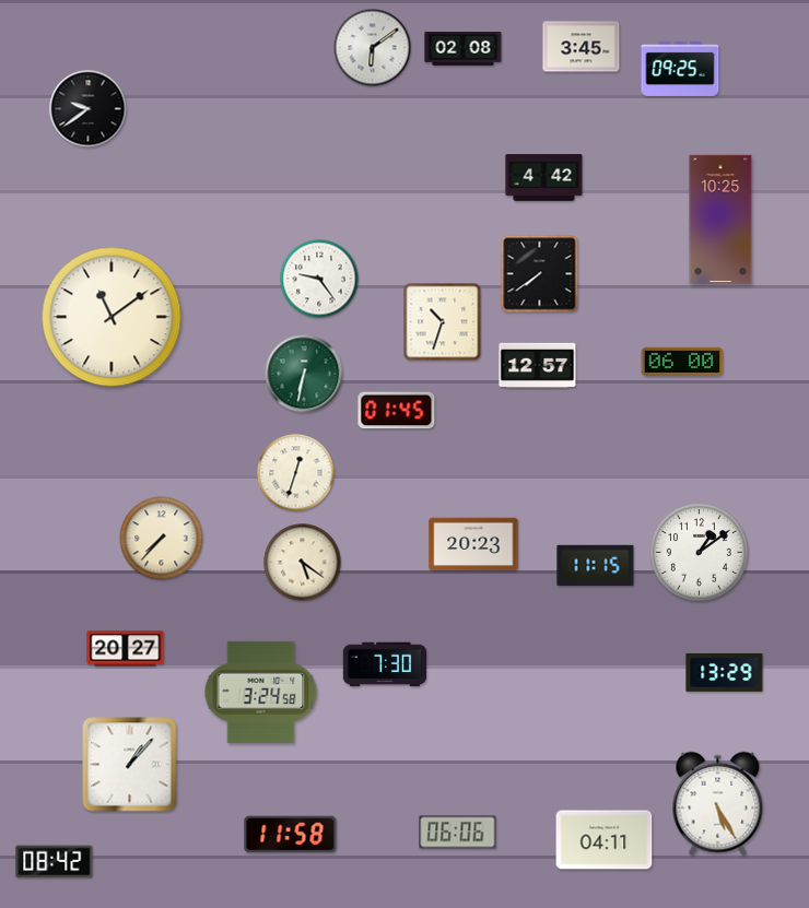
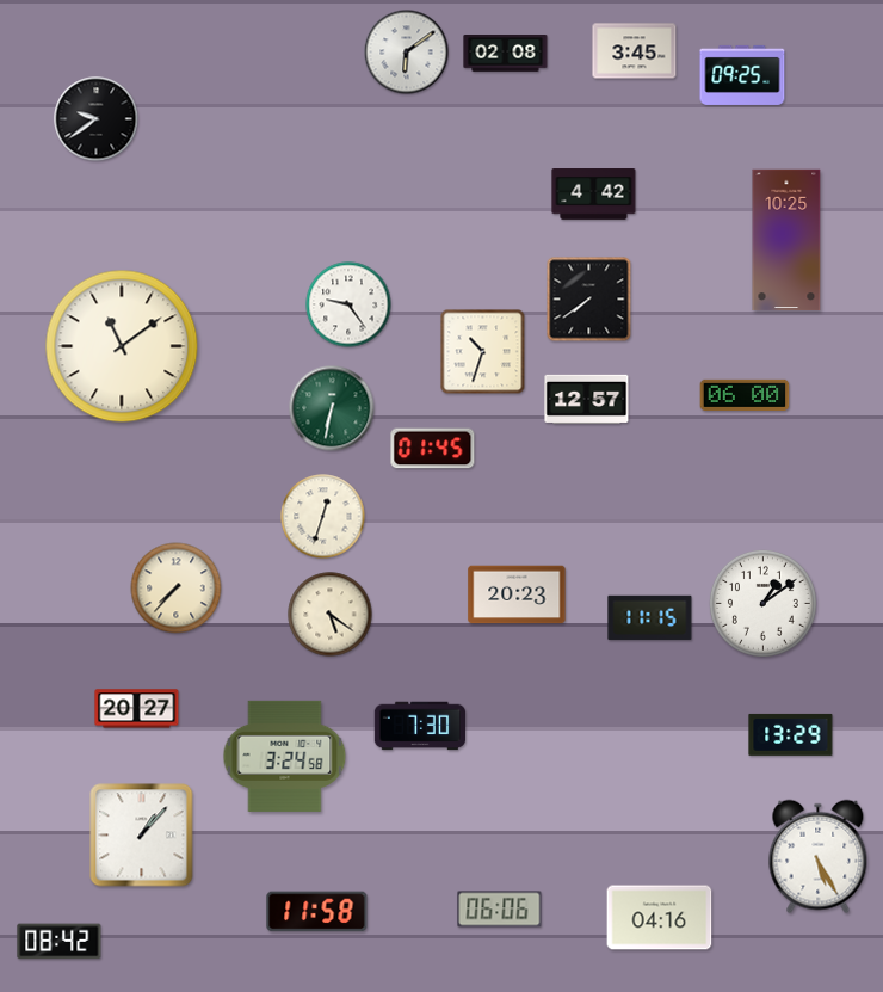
clock at (718, 804) position: (718, 804) -> (819, 857)
clock at (605, 840): 04:11 -> 04:16
